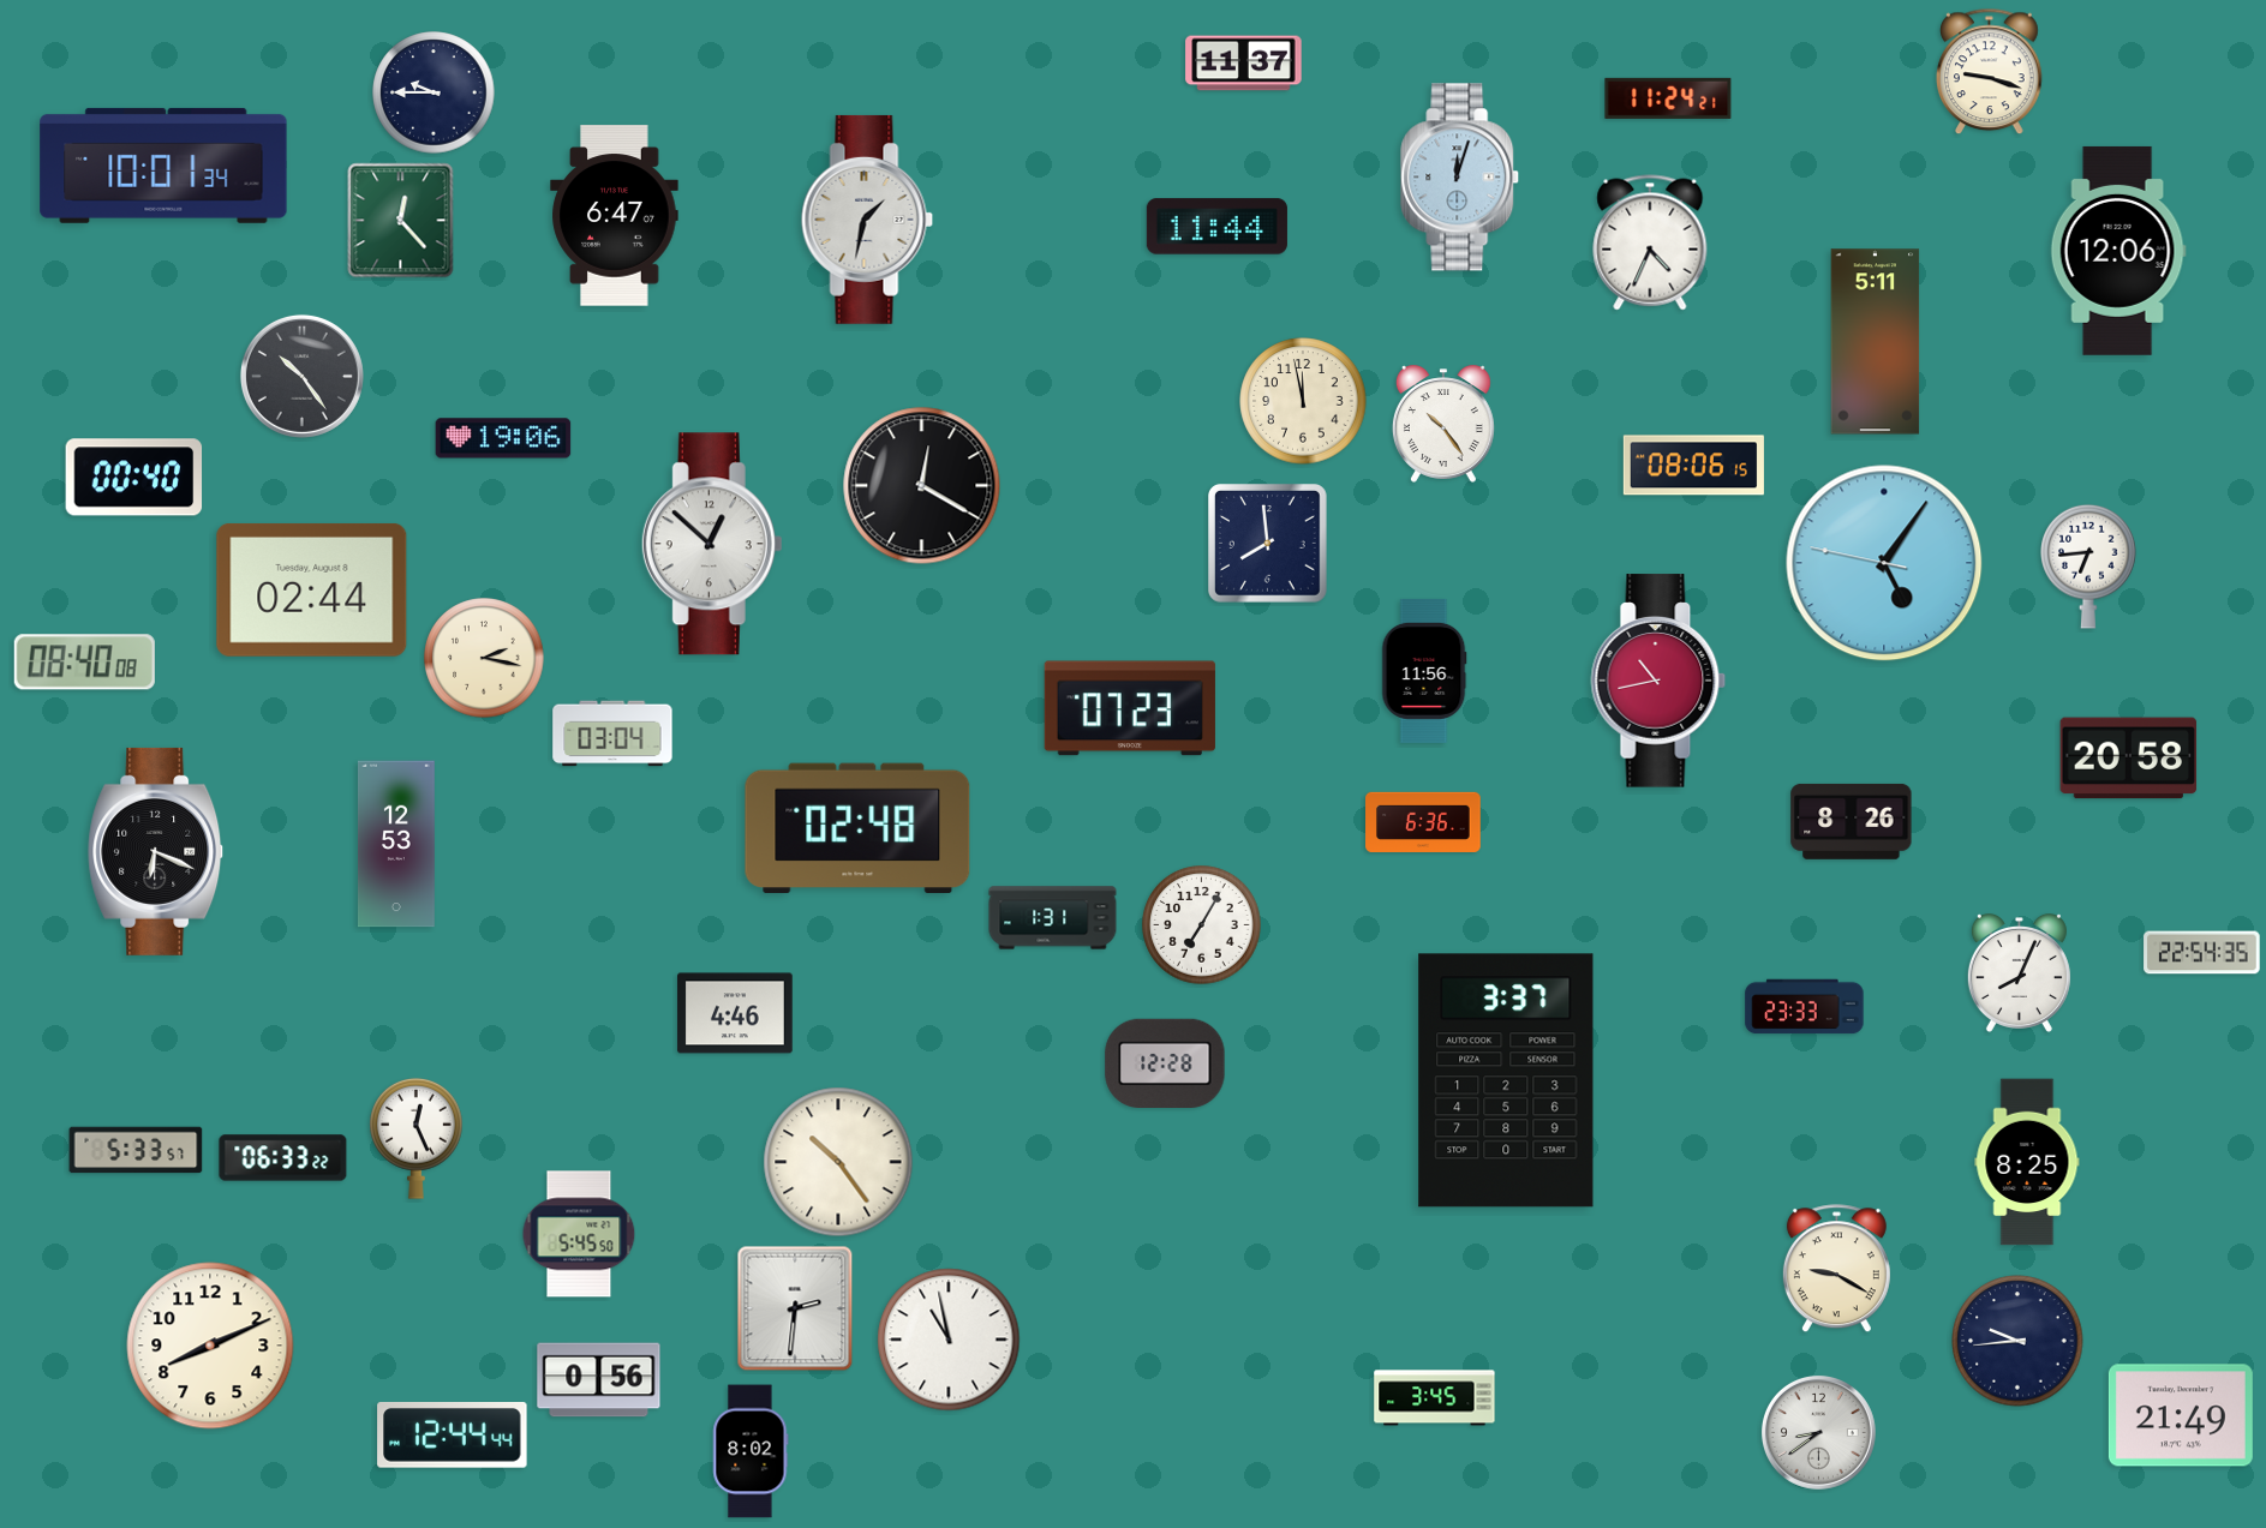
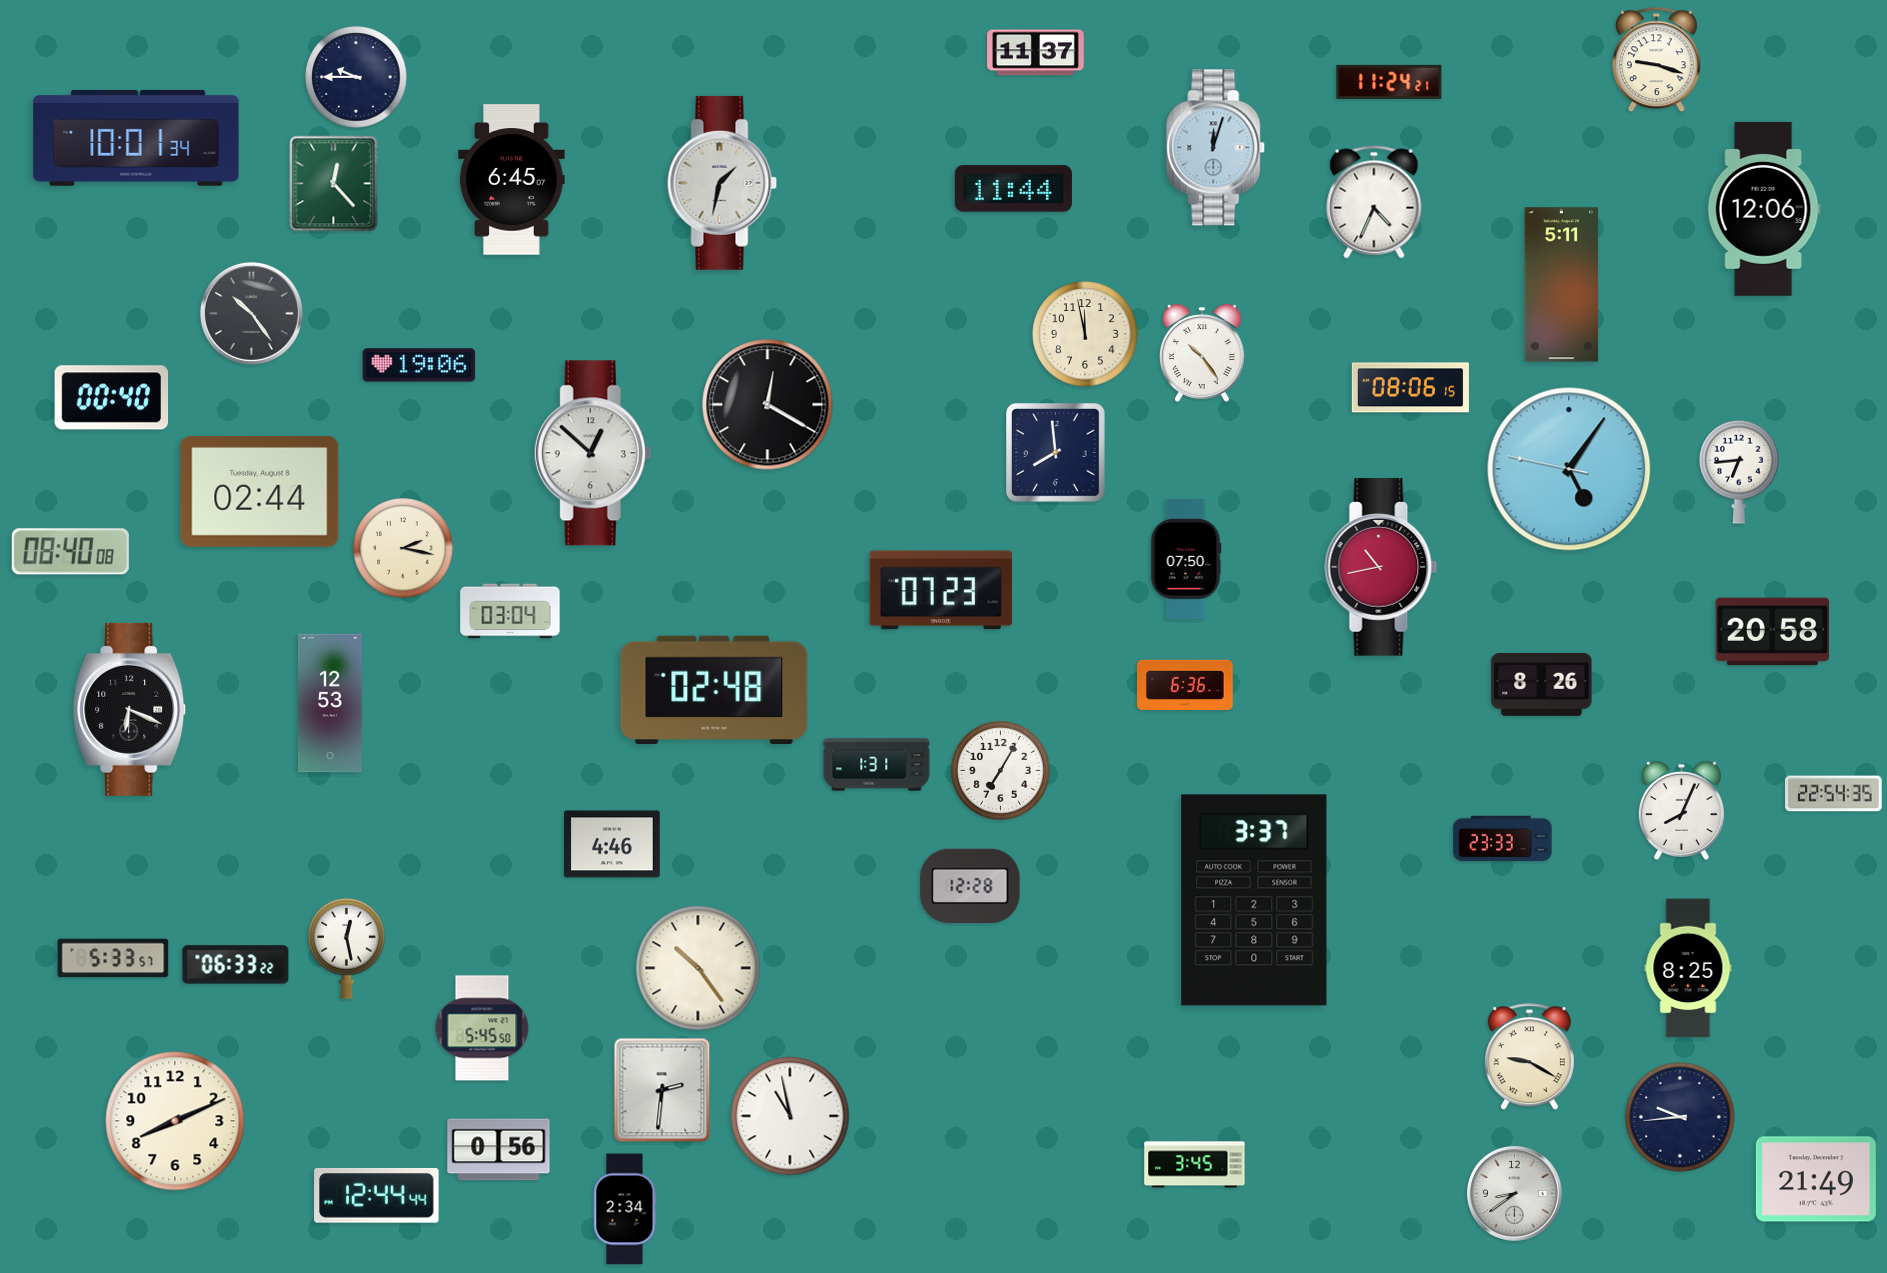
clock at (434, 92) position: (434, 92) -> (356, 77)
clock at (615, 216): 6:47 -> 6:45
clock at (1424, 671): 11:56 -> 07:50
clock at (417, 1138): 12:26 -> 12:28
clock at (751, 1451): 8:02 -> 2:34
